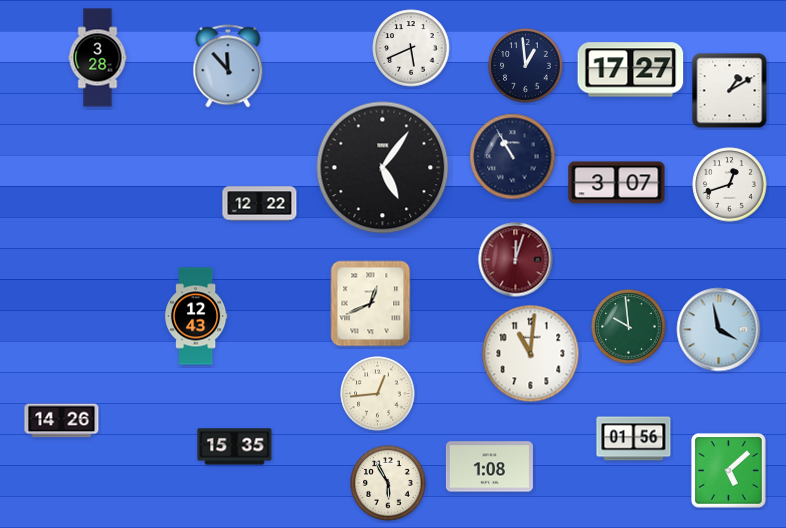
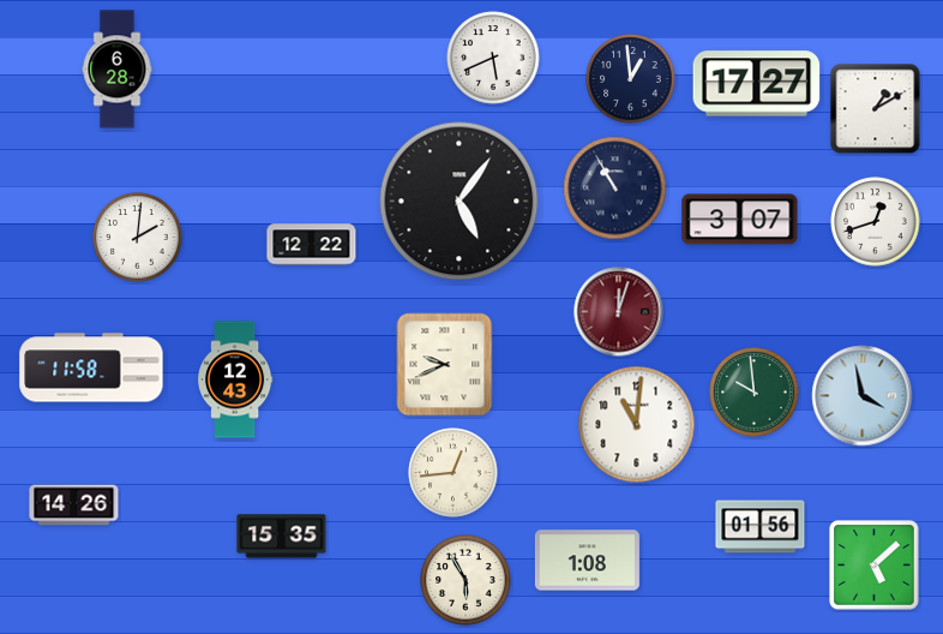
clock at (98, 58): 3:28 -> 6:28
clock at (228, 66): 11:53 -> none
clock at (138, 238): none -> 2:01
clock at (371, 304): 12:41 -> 9:41
clock at (91, 367): none -> 11:58
